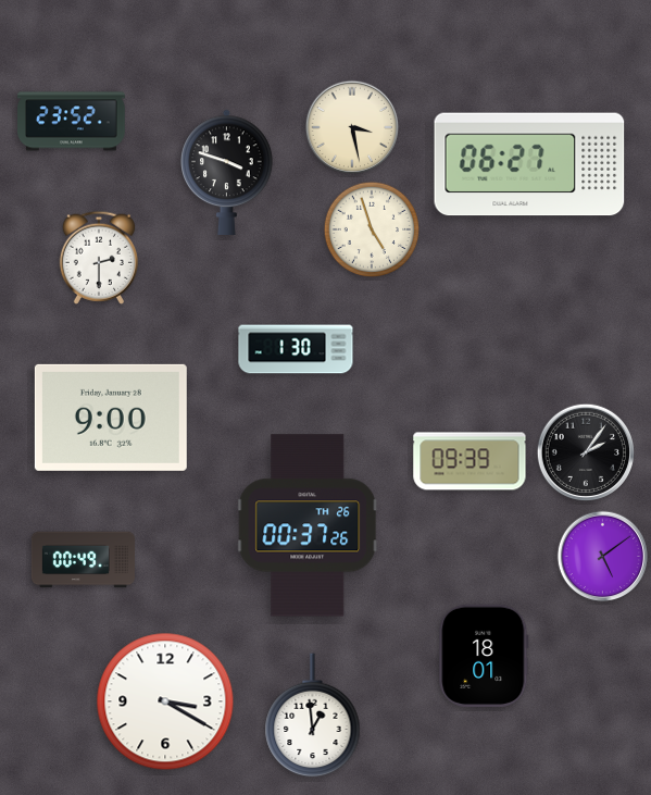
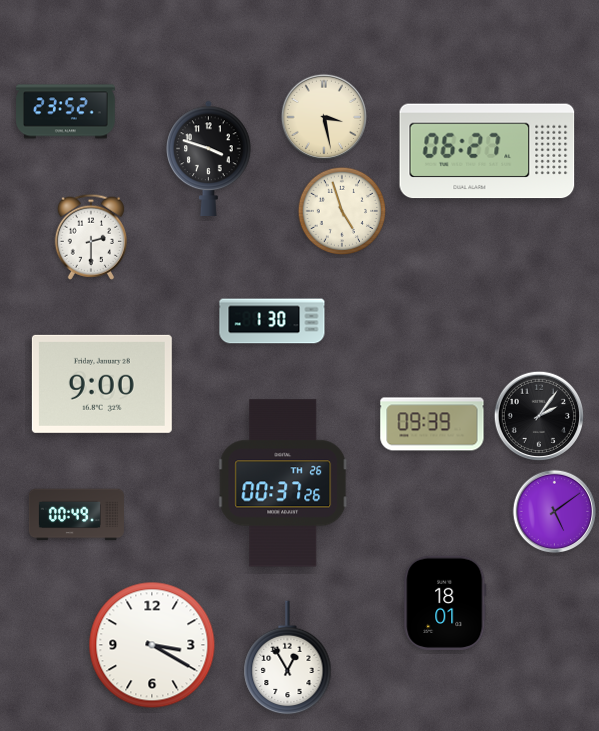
clock at (313, 716): 12:59 -> 12:55
